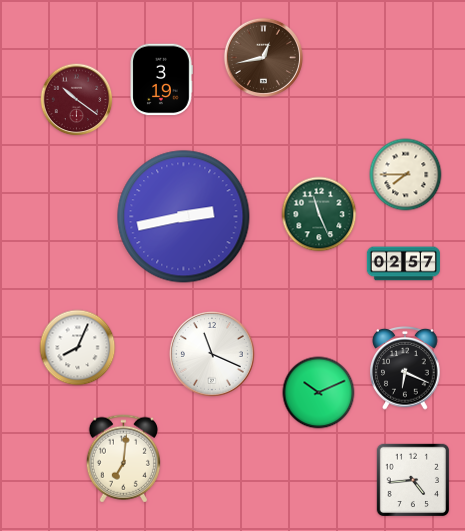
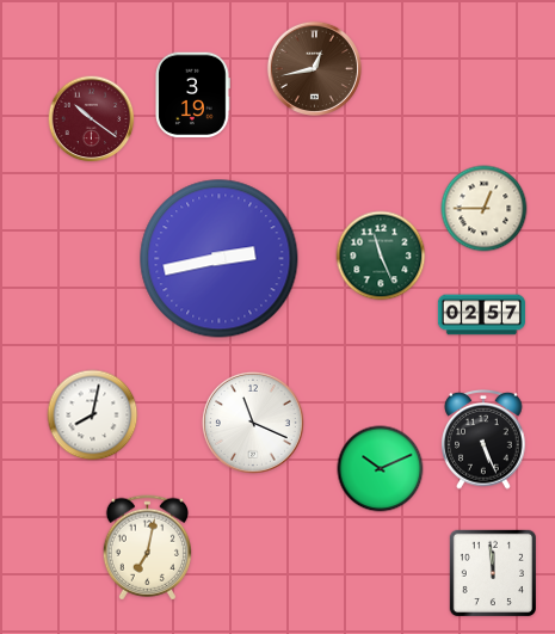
clock at (406, 175): 7:45 -> 12:45
clock at (78, 348): 8:04 -> 8:02
clock at (405, 369): 6:19 -> 5:26
clock at (123, 459): 7:01 -> 7:02
clock at (412, 480): 4:44 -> 11:59
